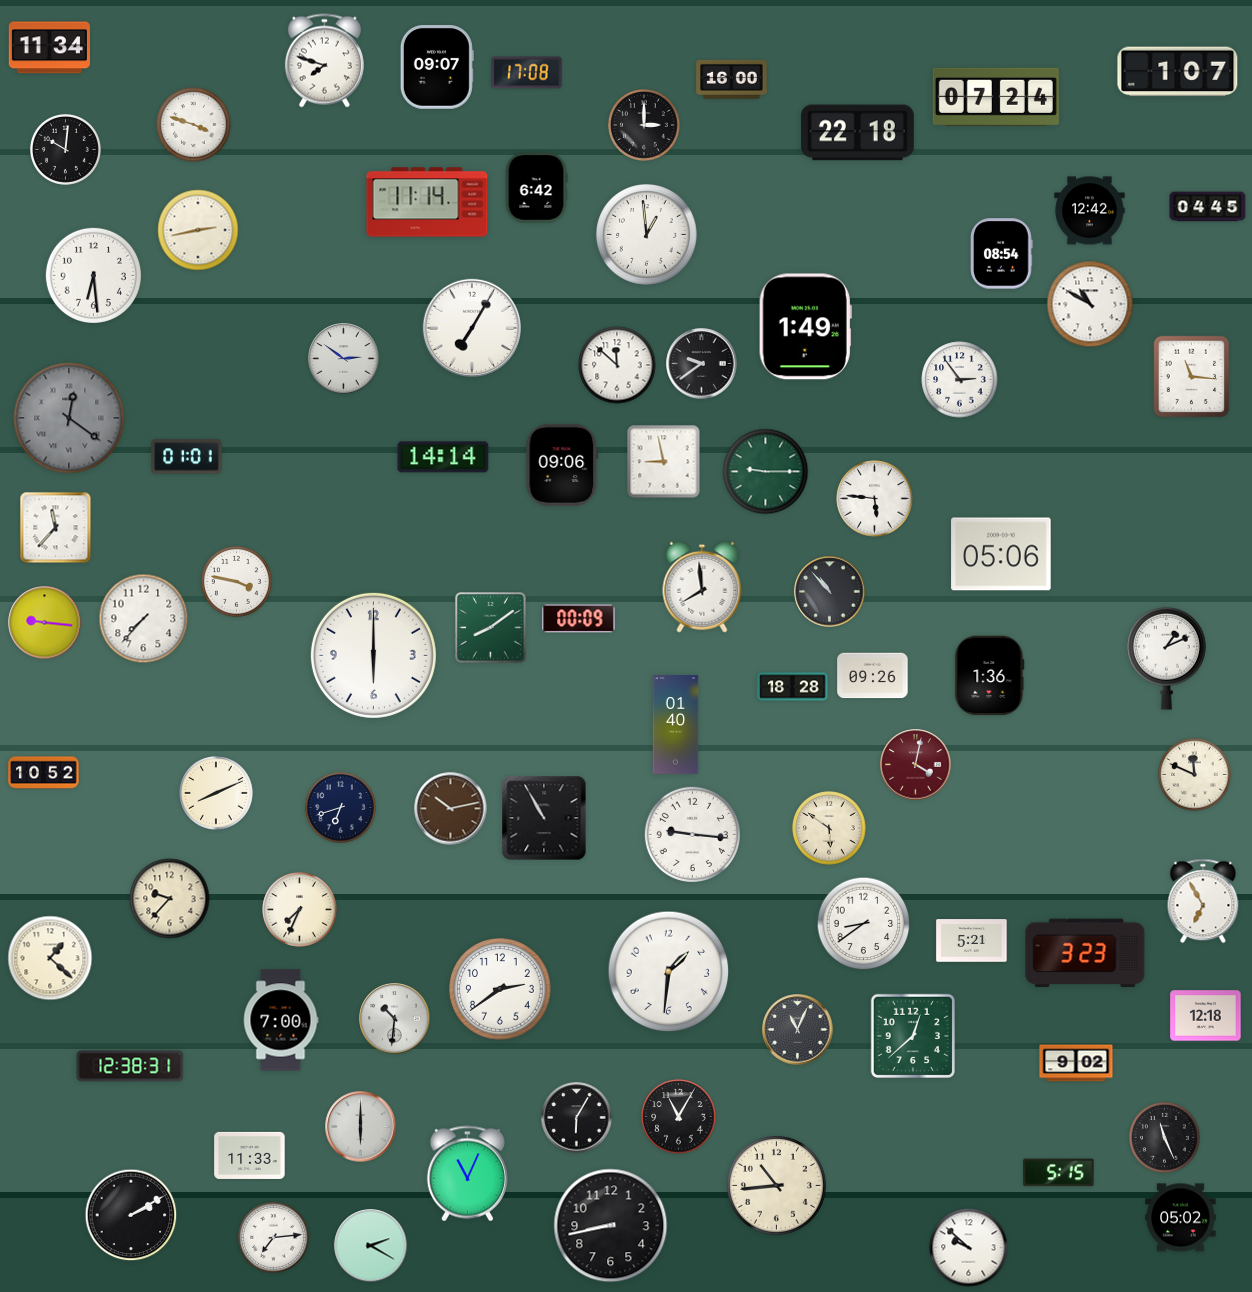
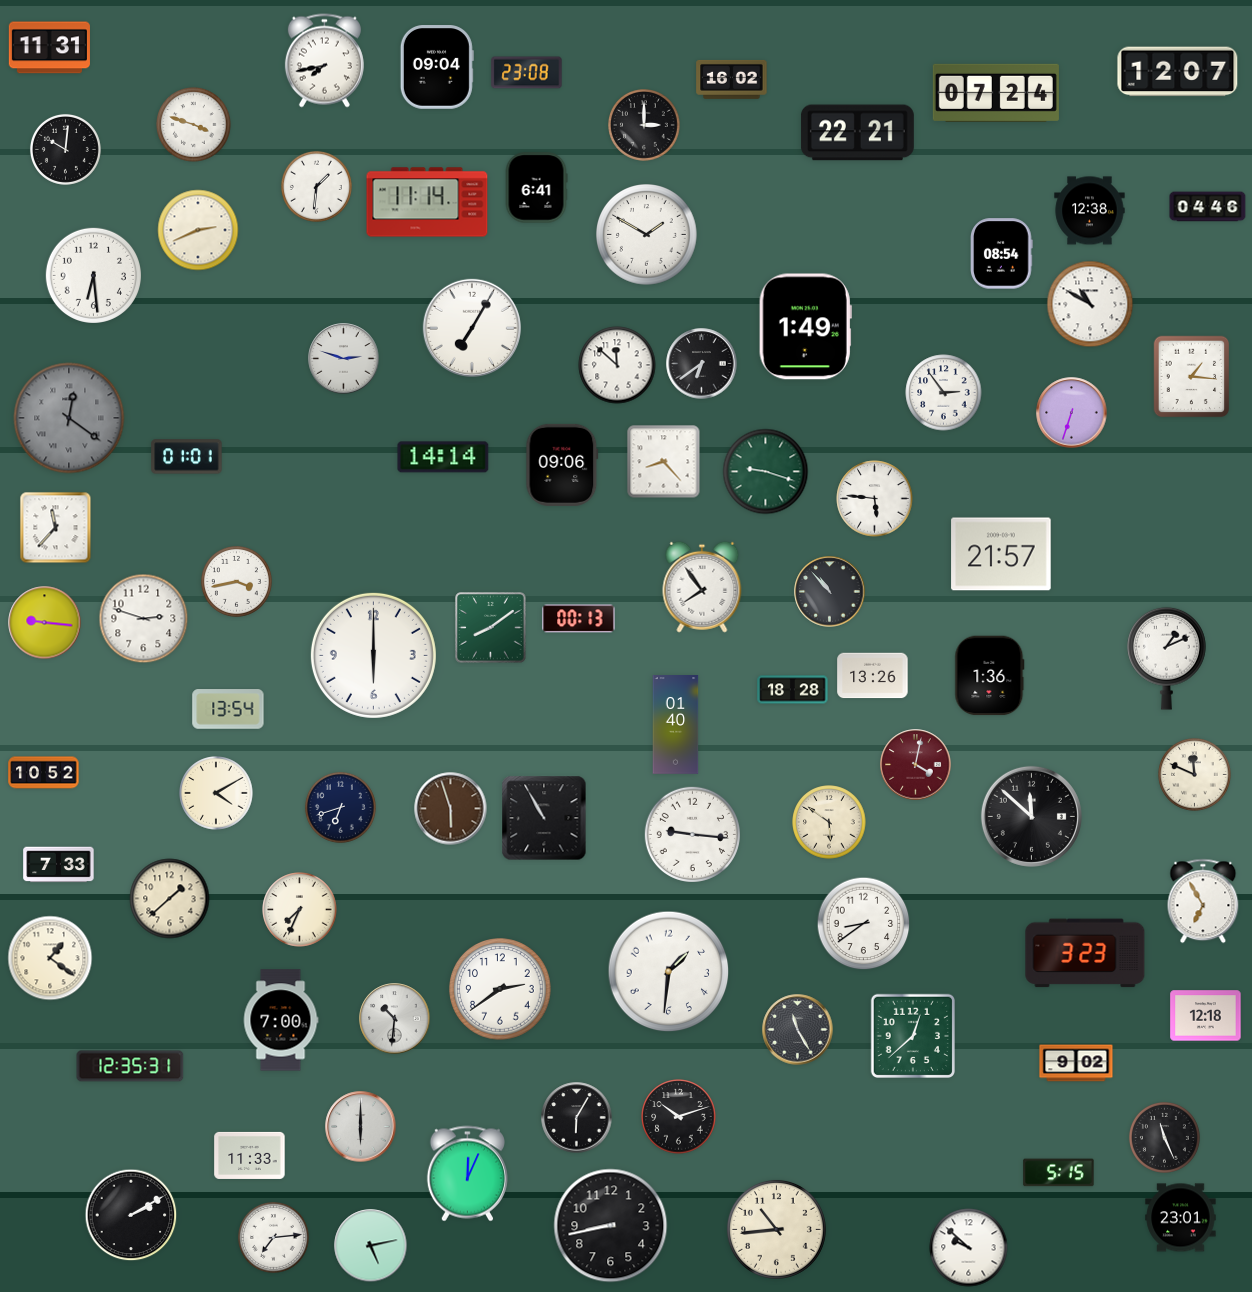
clock at (49, 48): 11:34 -> 11:31
clock at (324, 61): 7:48 -> 7:43
clock at (437, 68): 09:07 -> 09:04
clock at (1178, 72): 1:07 -> 12:07
clock at (527, 73): 17:08 -> 23:08
clock at (732, 79): 16:00 -> 16:02
clock at (996, 97) position: (996, 97) -> (996, 93)
clock at (857, 133): 22:18 -> 22:21
clock at (316, 186): none -> 1:31
clock at (536, 188): 6:42 -> 6:41
clock at (1208, 207): 04:45 -> 04:46
clock at (1090, 211): 12:42 -> 12:38
clock at (198, 230): 2:43 -> 2:41
clock at (647, 235): 12:59 -> 1:50
clock at (344, 359): 2:51 -> 2:48
clock at (702, 364): 9:39 -> 6:39
clock at (1192, 377): 11:16 -> 1:16
clock at (960, 380) position: (960, 380) -> (944, 393)
clock at (1072, 413): none -> 6:33
clock at (664, 462): 8:58 -> 8:23
clock at (766, 472): 9:15 -> 9:18
clock at (1001, 554): 05:06 -> 21:57
clock at (236, 581): 3:47 -> 3:43
clock at (702, 587): 7:59 -> 7:54
clock at (144, 619): 7:37 -> 2:48
clock at (579, 619): 00:09 -> 00:13
clock at (873, 676): 09:26 -> 13:26
clock at (793, 687) position: (793, 687) -> (793, 690)
clock at (228, 709): none -> 13:54
clock at (216, 793): 8:11 -> 4:10
clock at (451, 809): 10:13 -> 5:57
clock at (1031, 816): none -> 11:52
clock at (829, 828) position: (829, 828) -> (829, 822)
clock at (59, 865): none -> 7:33
clock at (170, 899): 9:37 -> 1:38
clock at (972, 941): 5:21 -> none
clock at (50, 958): 1:22 -> 1:21
clock at (798, 1030): 11:04 -> 11:25
clock at (130, 1066): 12:38 -> 12:35
clock at (679, 1117): 11:05 -> 10:12
clock at (467, 1174): 11:04 -> 12:04
clock at (776, 1185) position: (776, 1185) -> (776, 1229)
clock at (1181, 1218): 05:02 -> 23:01
clock at (371, 1246): 2:20 -> 5:13
